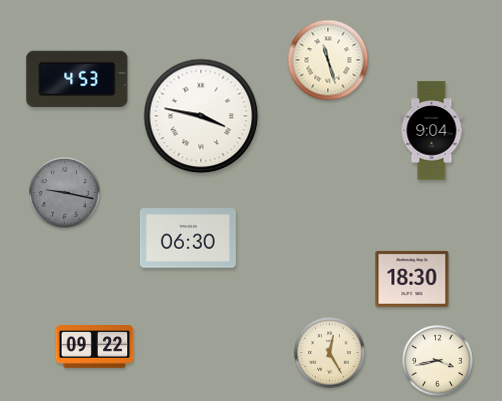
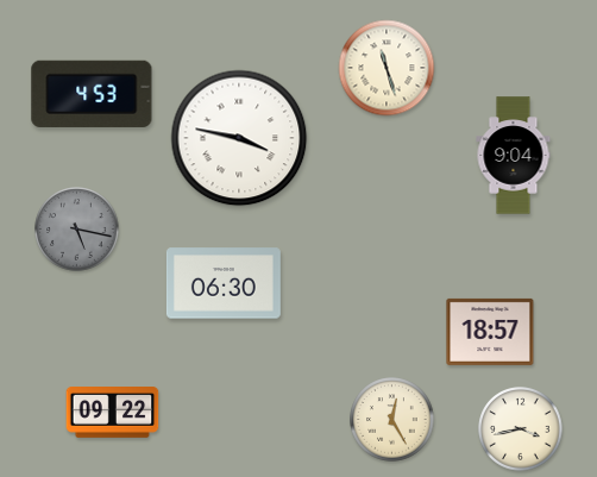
clock at (328, 60) position: (328, 60) -> (387, 68)
clock at (65, 193): 9:17 -> 5:17
clock at (412, 279): 18:30 -> 18:57
